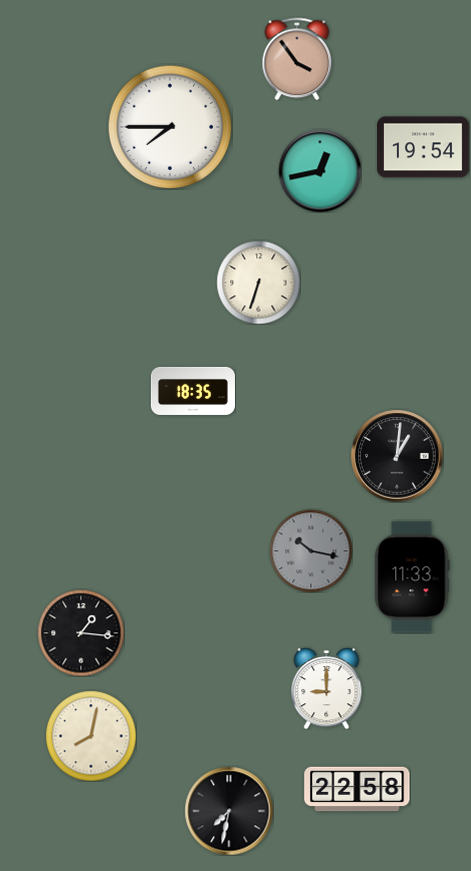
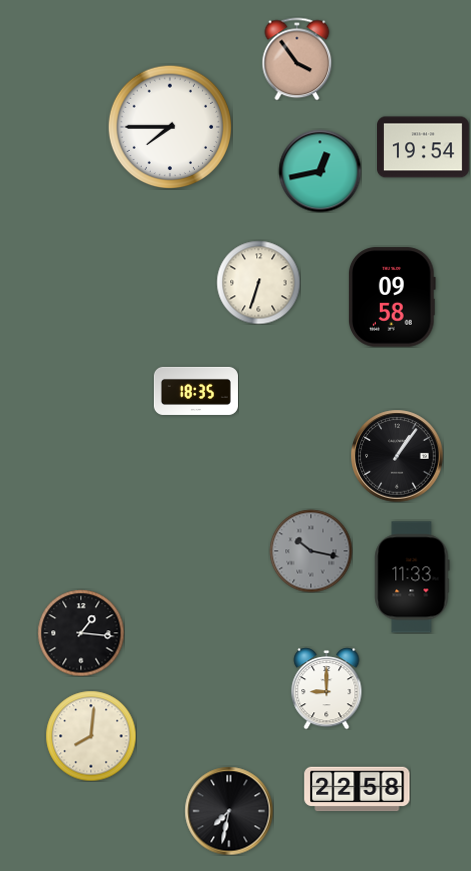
clock at (392, 297): none -> 09:58
clock at (193, 391) position: (193, 391) -> (196, 391)
clock at (397, 456): 1:01 -> 1:06
clock at (91, 736): 8:02 -> 8:01
